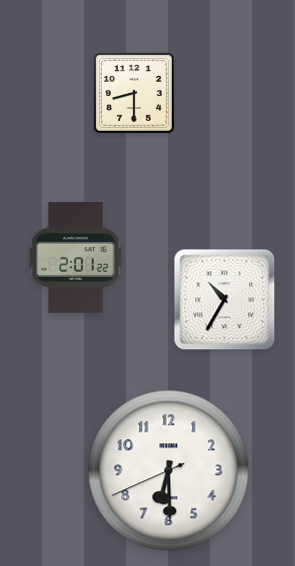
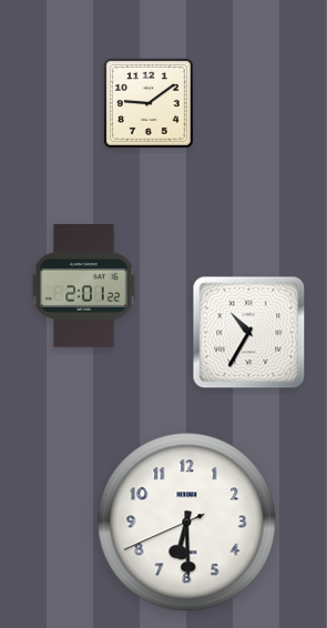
clock at (134, 93): 8:30 -> 9:09
